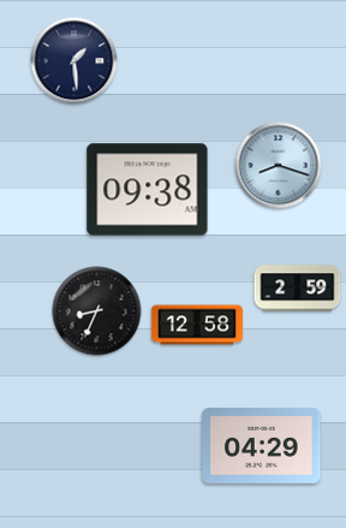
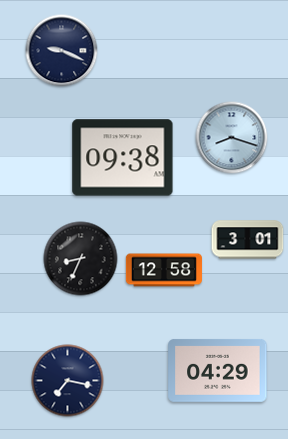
clock at (74, 61): 1:29 -> 9:19
clock at (298, 289): 2:59 -> 3:01
clock at (68, 381): none -> 7:17
